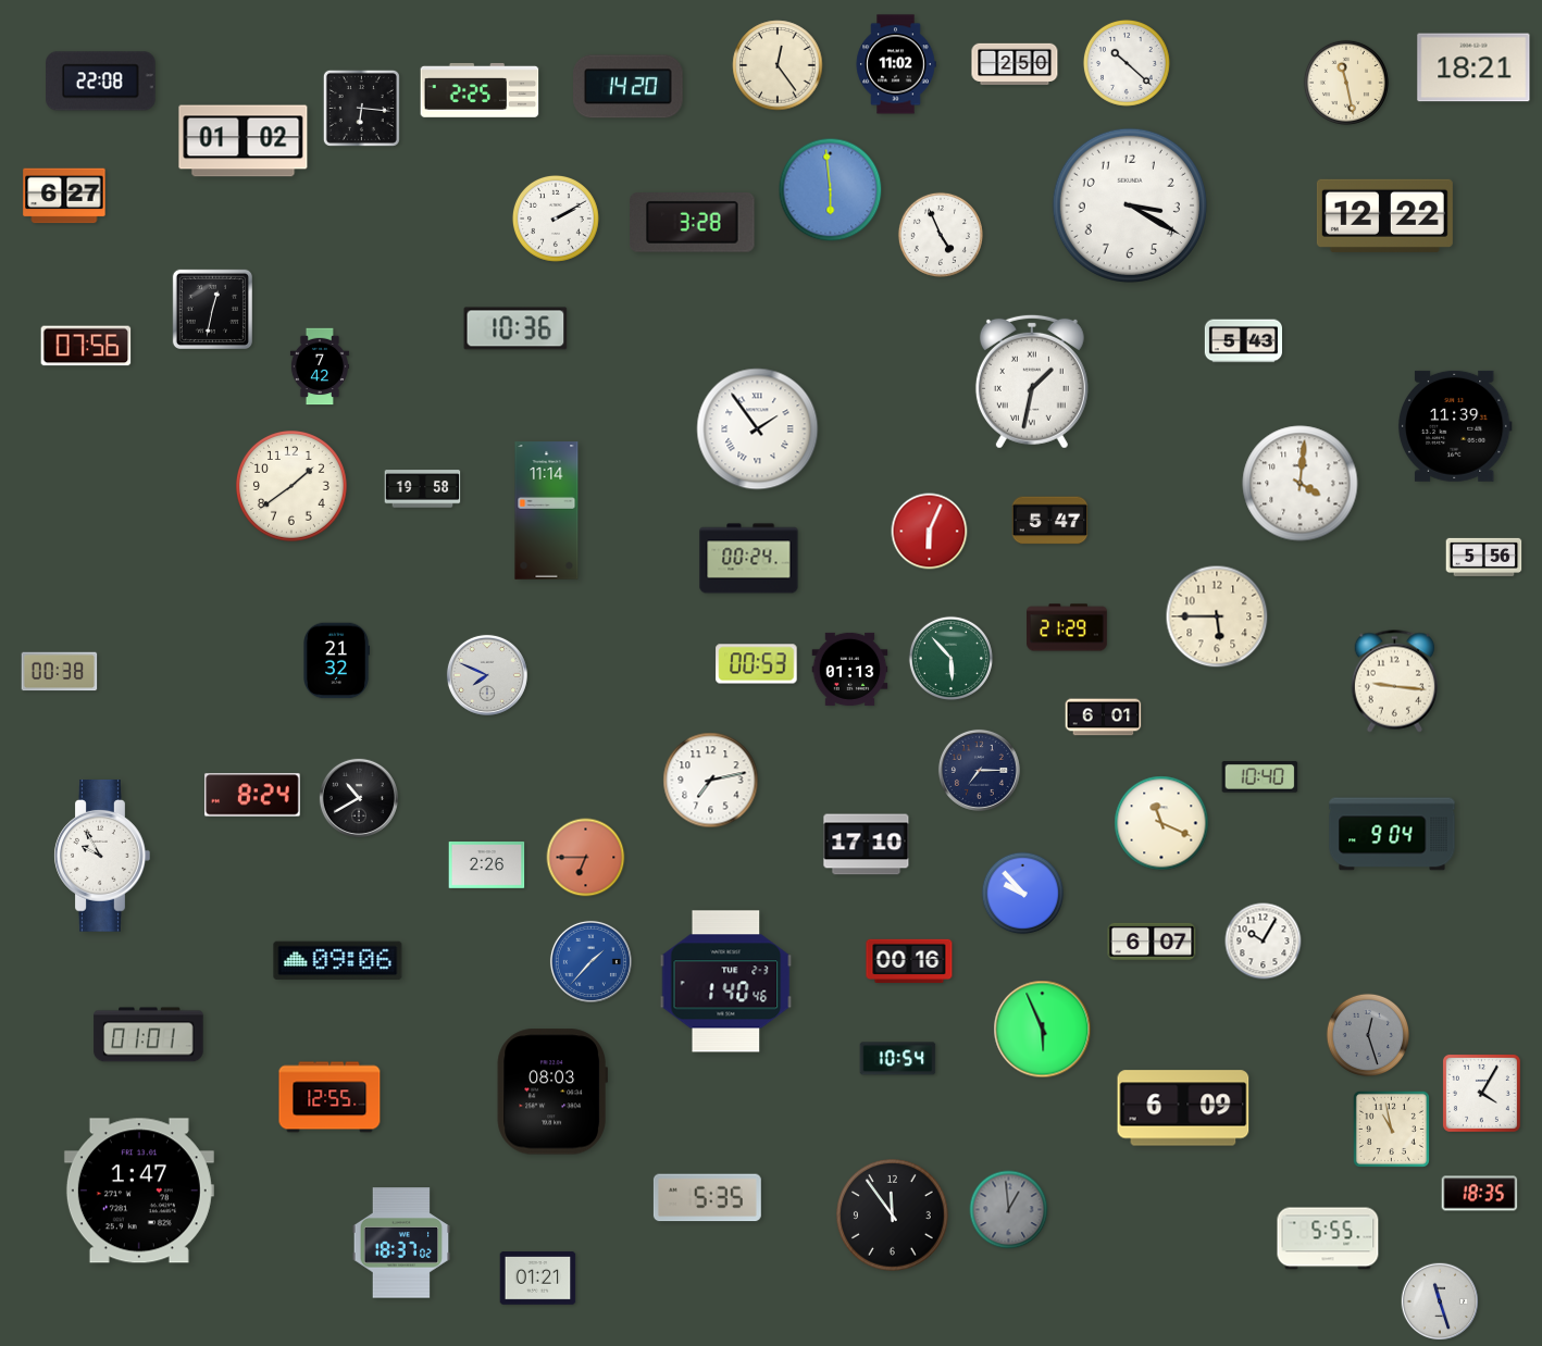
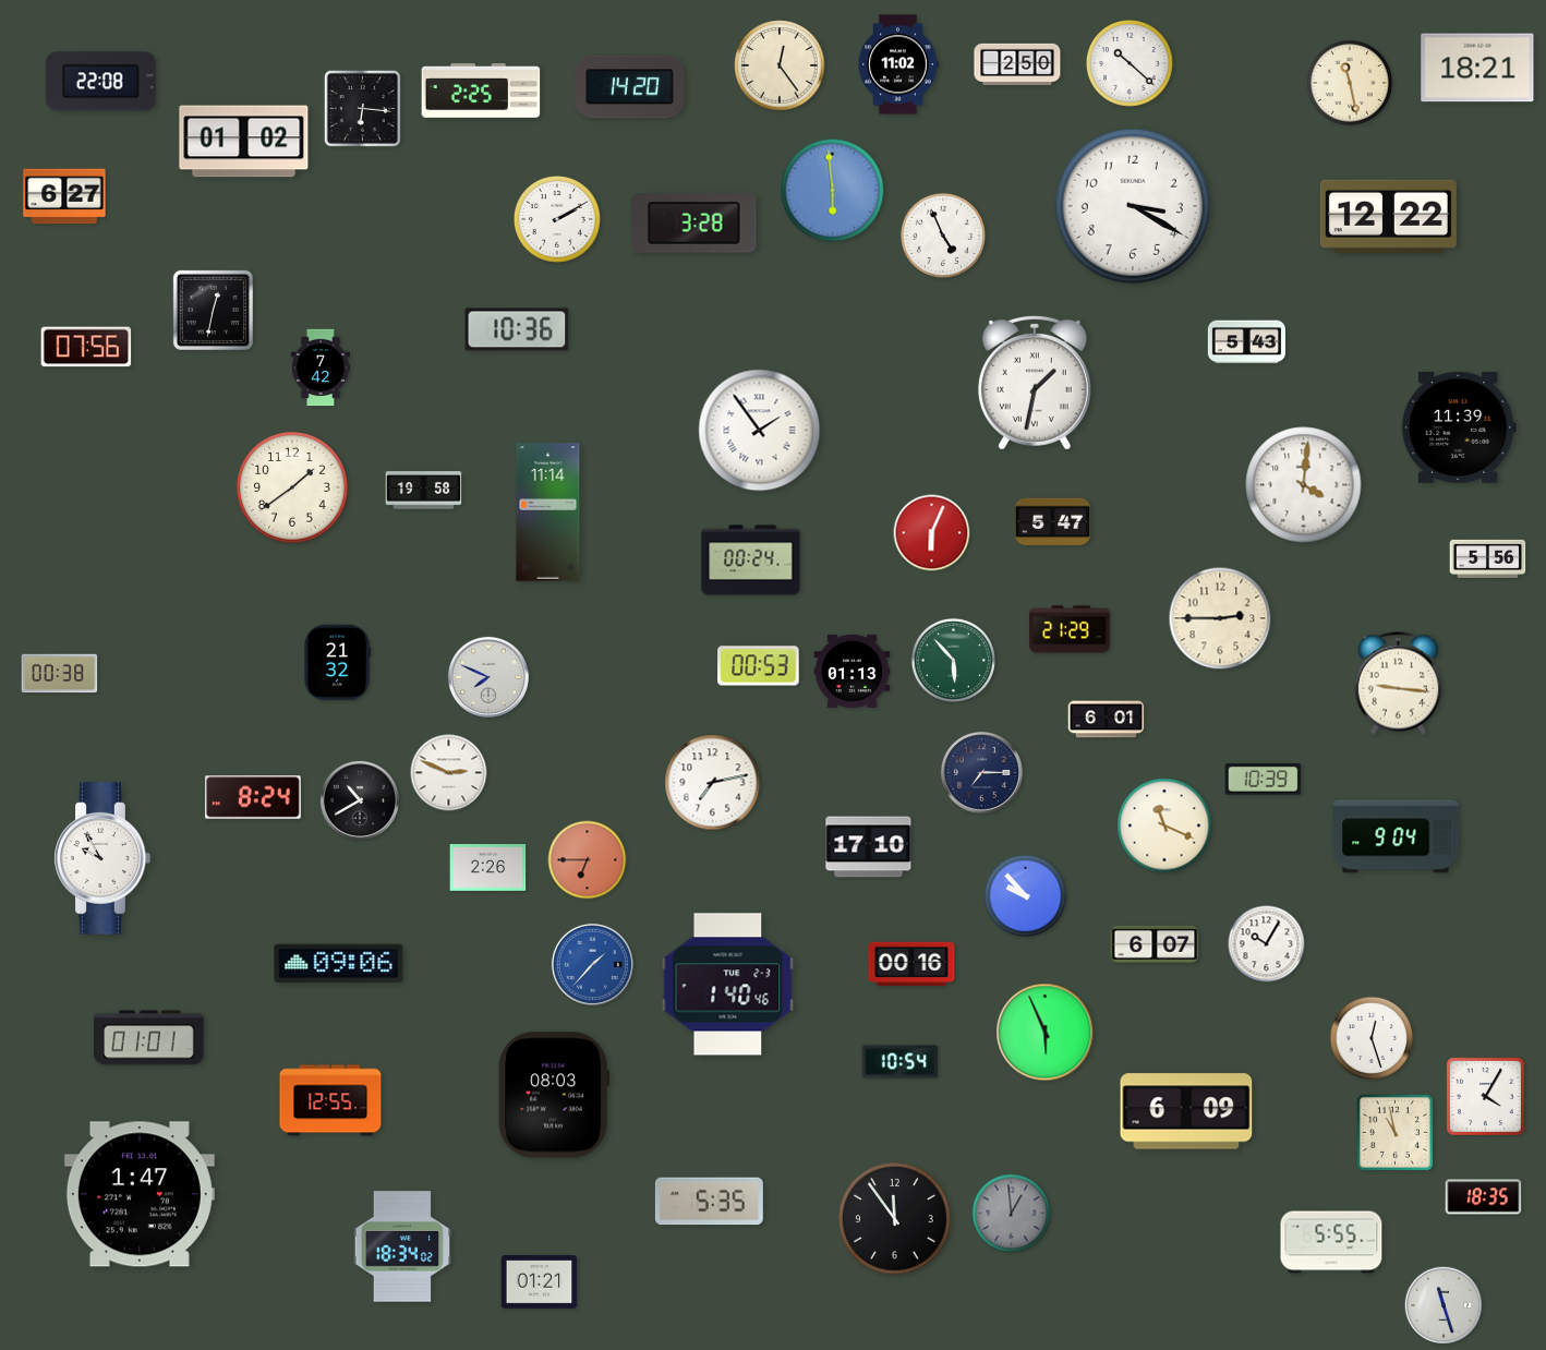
clock at (1217, 616): 5:45 -> 2:45
clock at (449, 773): none -> 2:49
clock at (1260, 777): 10:40 -> 10:39
clock at (1367, 1034) dial: grey -> white
clock at (401, 1243): 18:37 -> 18:34
